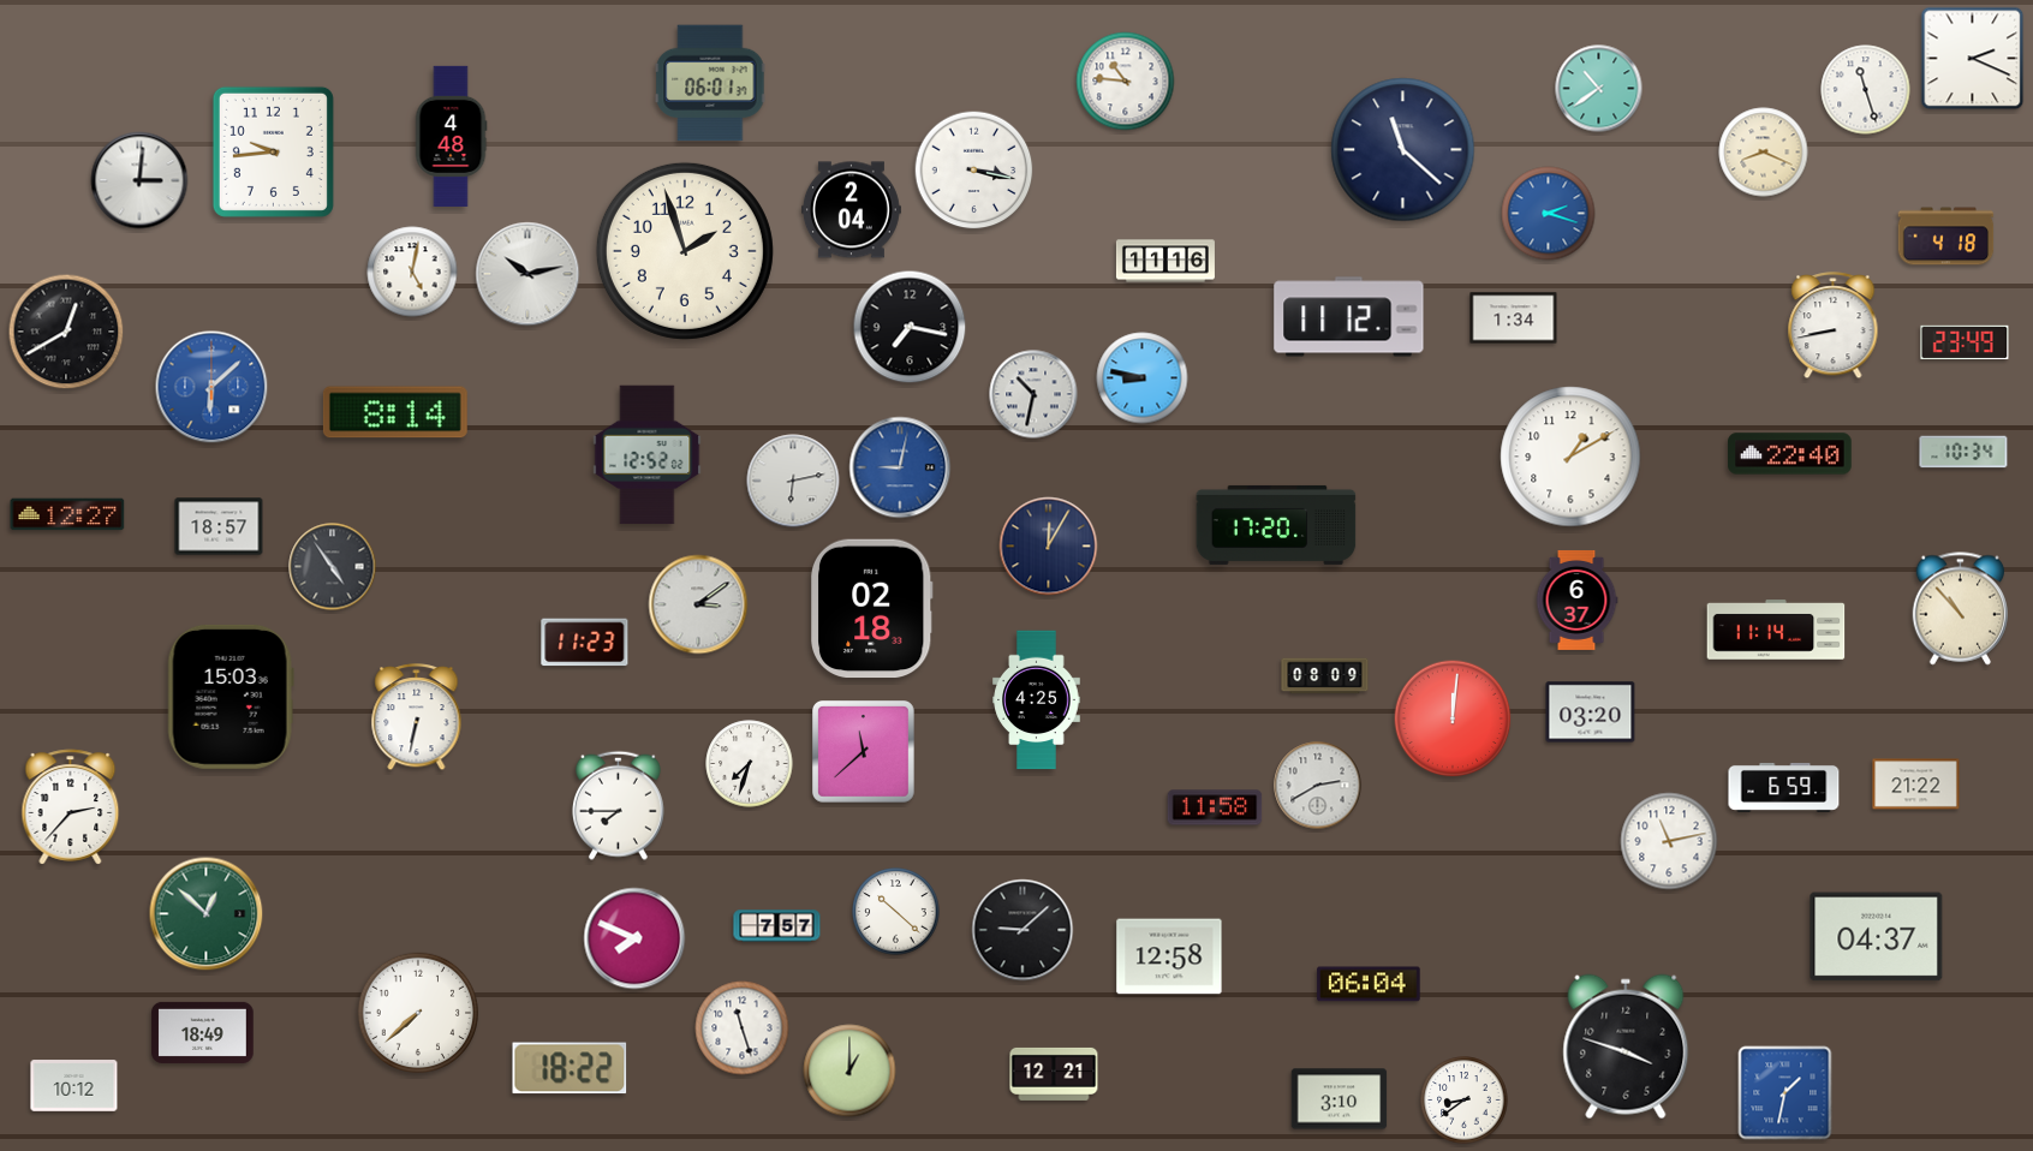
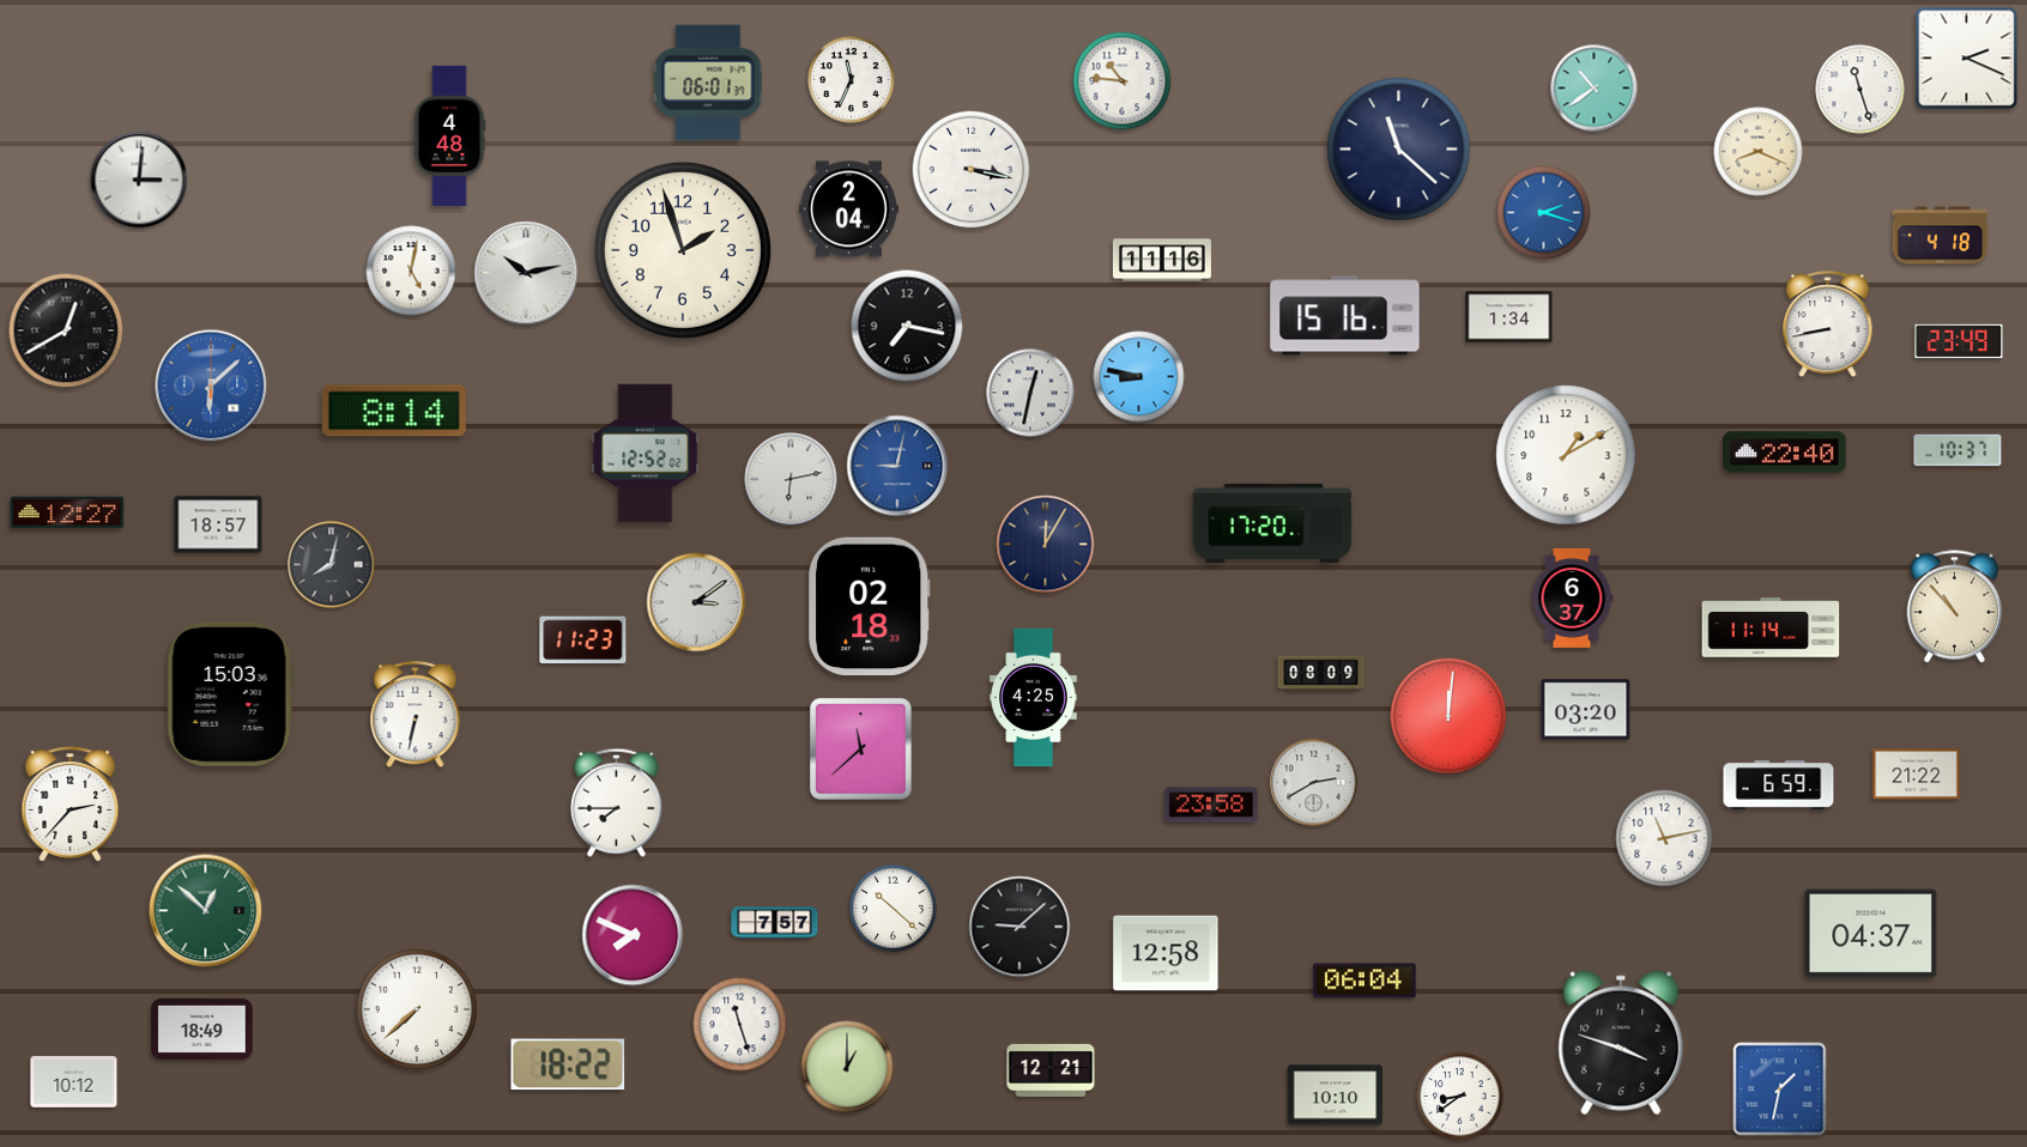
clock at (852, 80): none -> 11:34
clock at (273, 151): 9:44 -> none
clock at (1349, 317): 11:12 -> 15:16
clock at (1033, 394): 10:32 -> 12:32
clock at (1963, 452): 10:34 -> 10:37
clock at (333, 567): 4:54 -> 8:02
clock at (750, 764): 7:33 -> none
clock at (1916, 785) position: (1916, 785) -> (1917, 775)
clock at (1215, 807): 11:58 -> 23:58
clock at (1340, 1099): 3:10 -> 10:10
